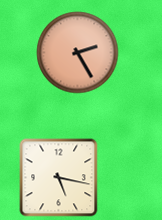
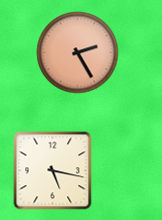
clock at (58, 177) position: (58, 177) -> (52, 170)
